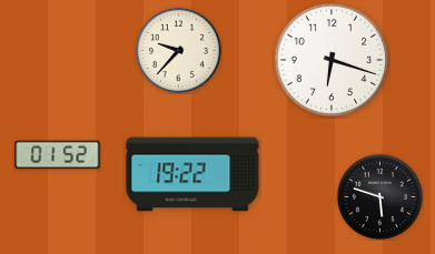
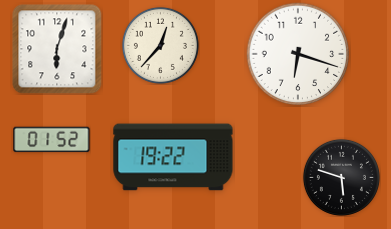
clock at (178, 50): 9:37 -> 12:37
clock at (57, 49): none -> 6:03
